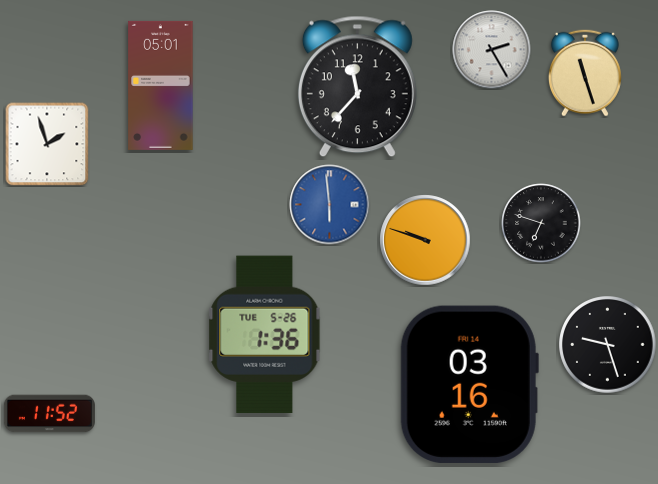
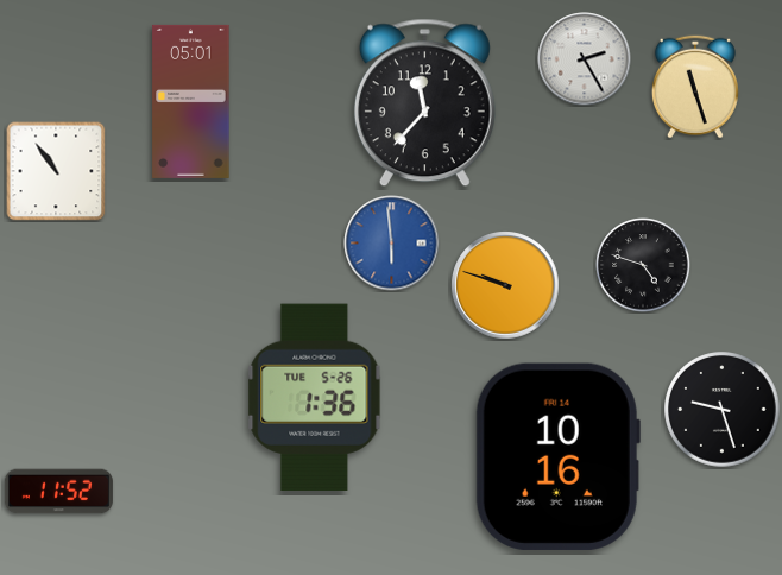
clock at (47, 144): 1:57 -> 10:54
clock at (541, 223): 6:48 -> 4:48
clock at (469, 384): 03:16 -> 10:16
